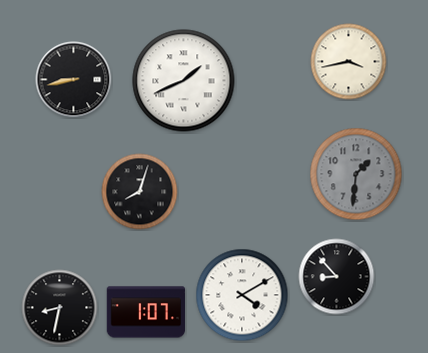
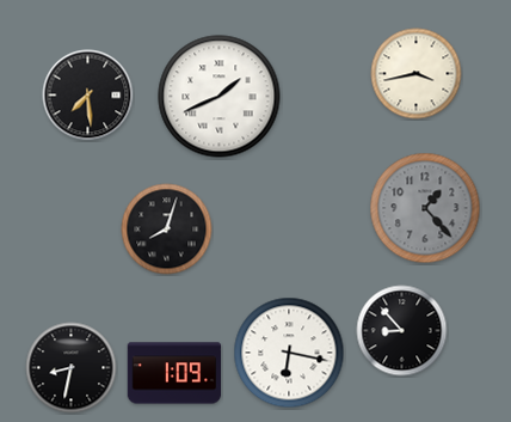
clock at (74, 80): 8:43 -> 7:29
clock at (356, 174): 1:31 -> 1:23
clock at (242, 295): 4:10 -> 6:17
clock at (146, 312): 1:07 -> 1:09
